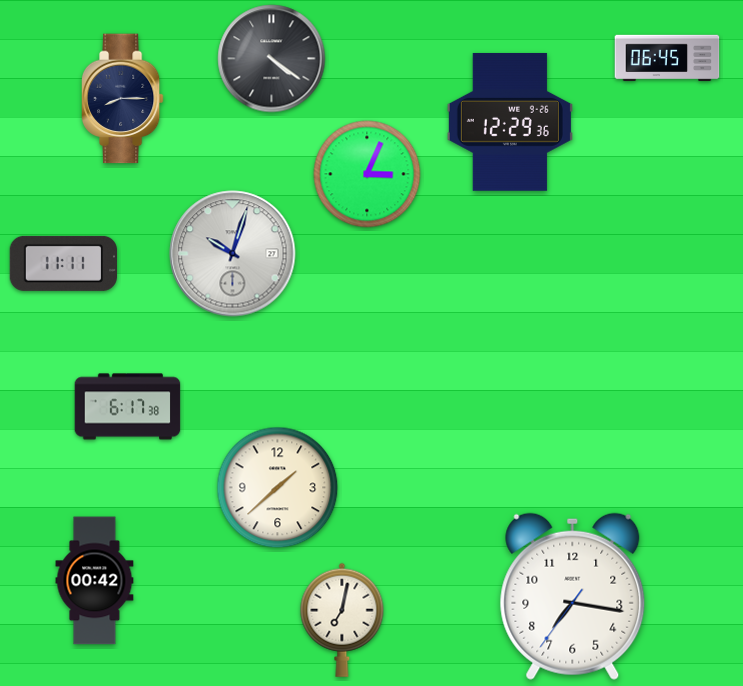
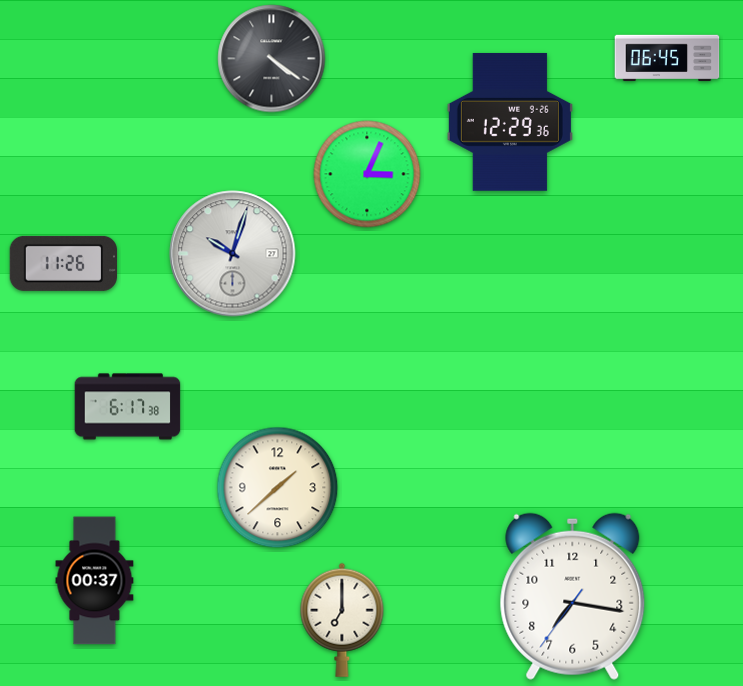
clock at (122, 99): 8:15 -> none
clock at (63, 263): 11:11 -> 11:26
clock at (95, 581): 00:42 -> 00:37
clock at (342, 620): 7:02 -> 7:00
